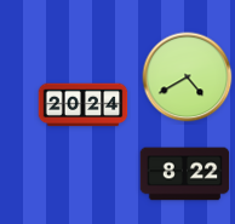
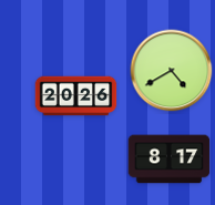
clock at (84, 105): 20:24 -> 20:26
clock at (185, 174): 8:22 -> 8:17
